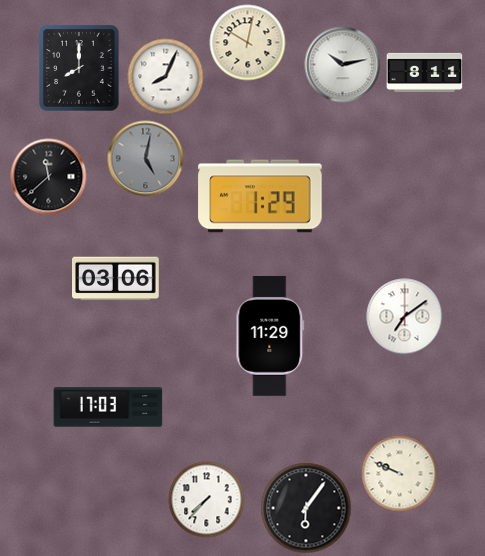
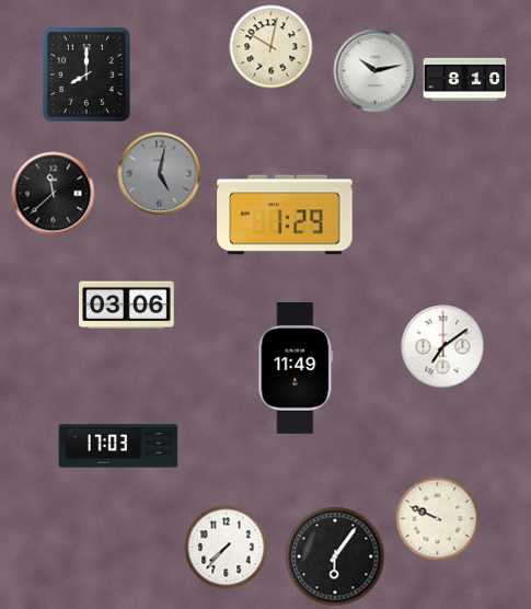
clock at (425, 72): 8:11 -> 8:10
clock at (166, 77): 8:04 -> none
clock at (270, 336): 11:29 -> 11:49
